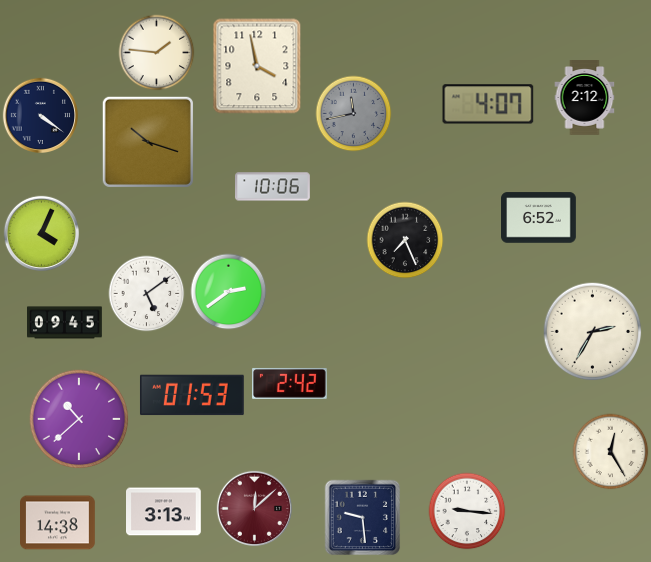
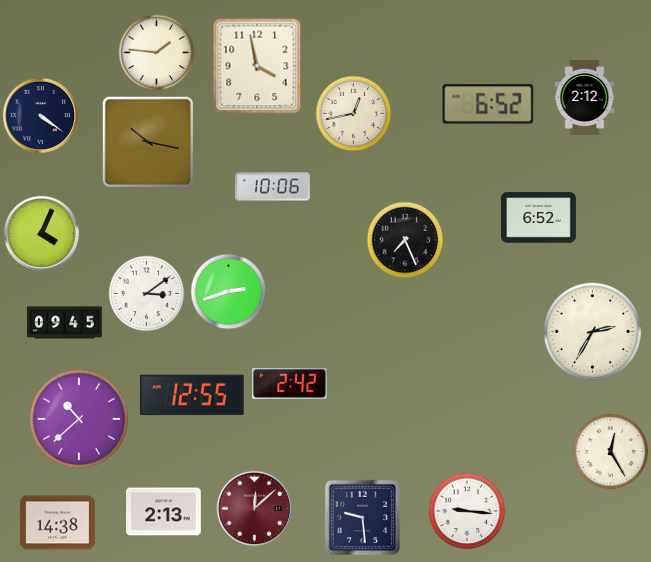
clock at (488, 104): 4:07 -> 6:52
clock at (354, 114): 11:43 -> 12:43
clock at (354, 114) dial: grey -> cream
clock at (148, 142): 10:18 -> 10:17
clock at (229, 292): 2:39 -> 2:42
clock at (147, 294): 5:09 -> 3:09
clock at (192, 395): 01:53 -> 12:55
clock at (164, 512): 3:13 -> 2:13
